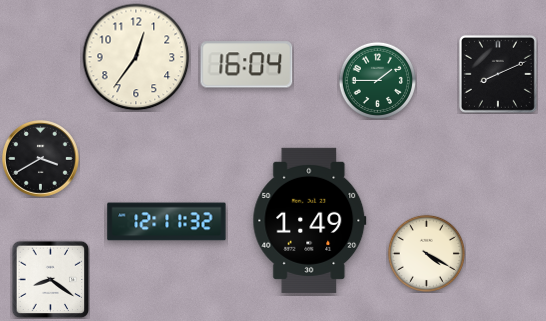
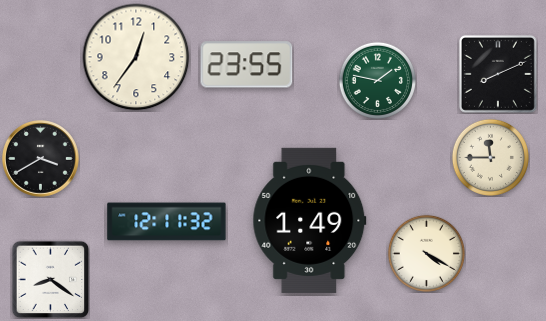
clock at (247, 65): 16:04 -> 23:55
clock at (377, 80): 1:45 -> 1:47
clock at (490, 157): none -> 11:45
